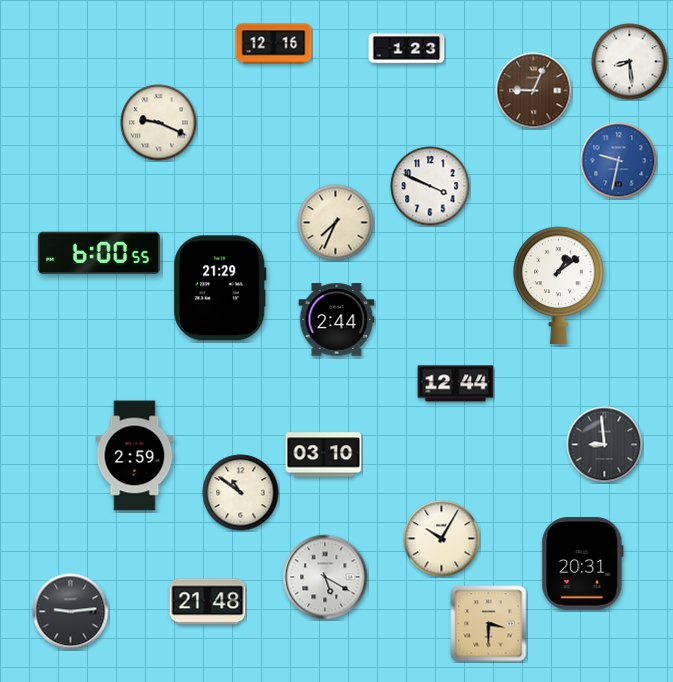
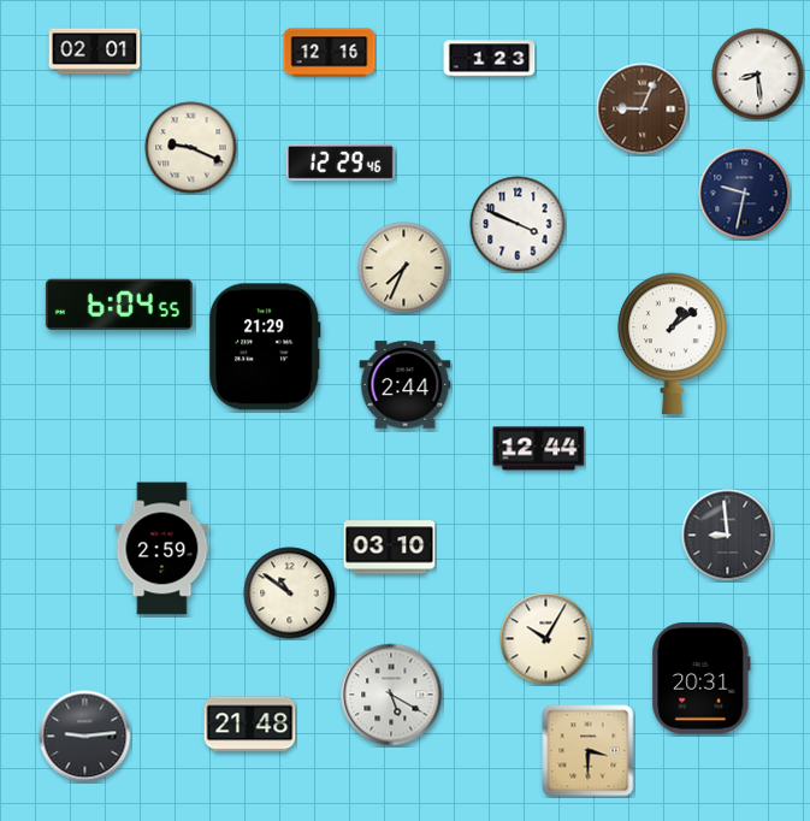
clock at (95, 52): none -> 02:01
clock at (341, 163): none -> 12:29
clock at (619, 161) dial: blue -> navy
clock at (99, 252): 6:00 -> 6:04
clock at (456, 384) position: (456, 384) -> (539, 449)
clock at (442, 539) position: (442, 539) -> (546, 639)
